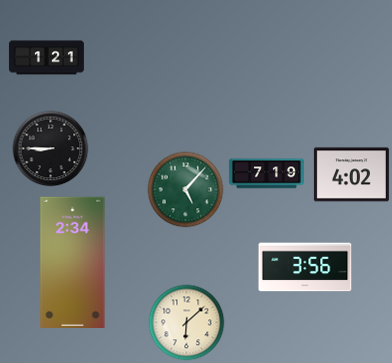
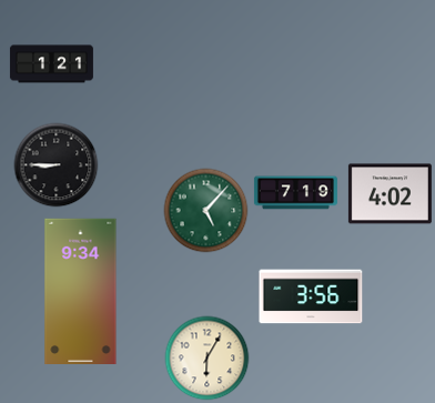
clock at (73, 262): 2:34 -> 9:34
clock at (305, 267) position: (305, 267) -> (311, 296)
clock at (187, 323): 6:08 -> 6:05
